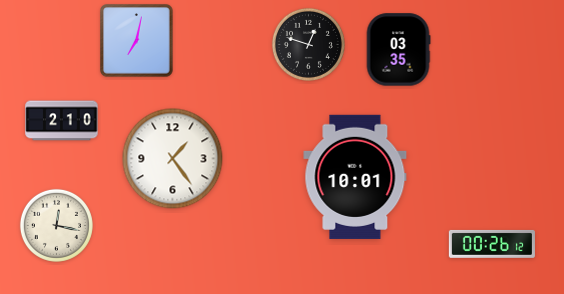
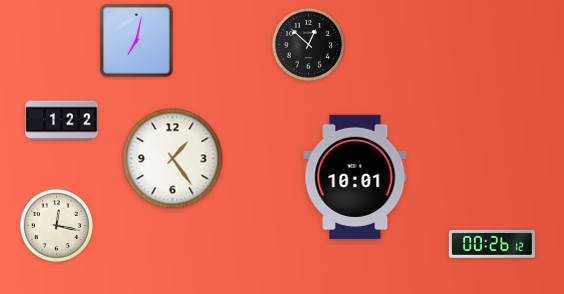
clock at (308, 44): 12:48 -> 12:52
clock at (398, 50): 03:35 -> none
clock at (62, 121): 2:10 -> 1:22
